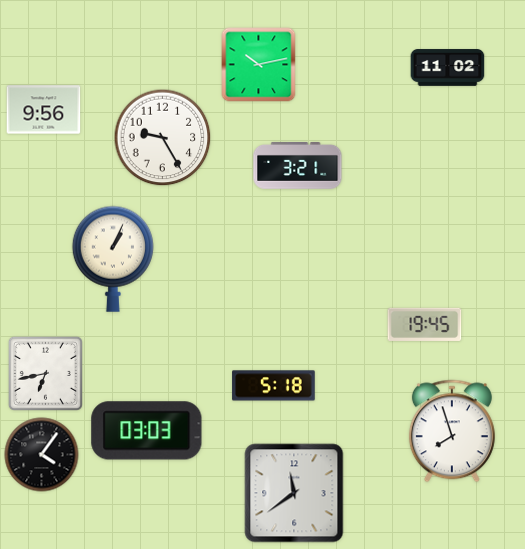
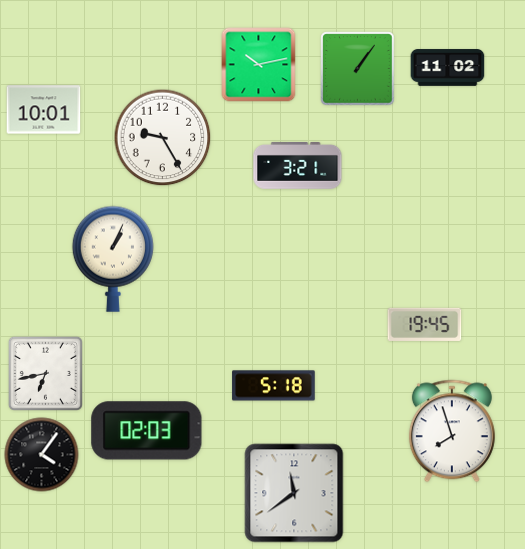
clock at (358, 69): none -> 1:06
clock at (44, 110): 9:56 -> 10:01
clock at (147, 431): 03:03 -> 02:03
